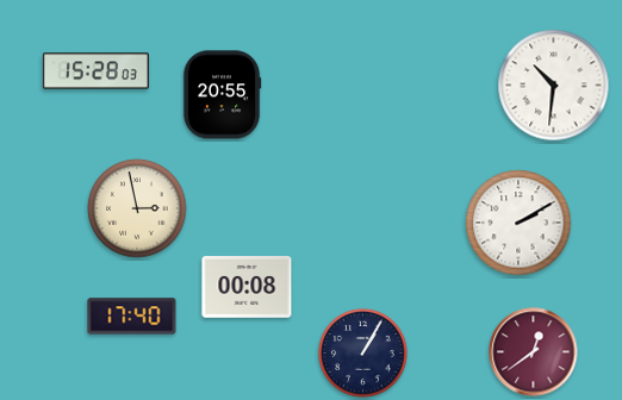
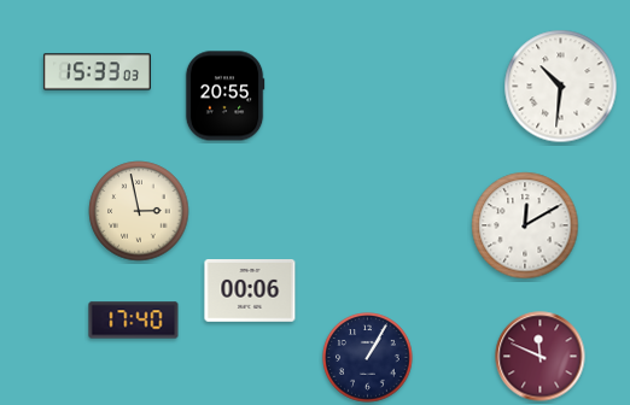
clock at (95, 71): 15:28 -> 15:33
clock at (518, 223): 2:10 -> 12:10
clock at (247, 287): 00:08 -> 00:06
clock at (534, 352): 12:39 -> 11:49
